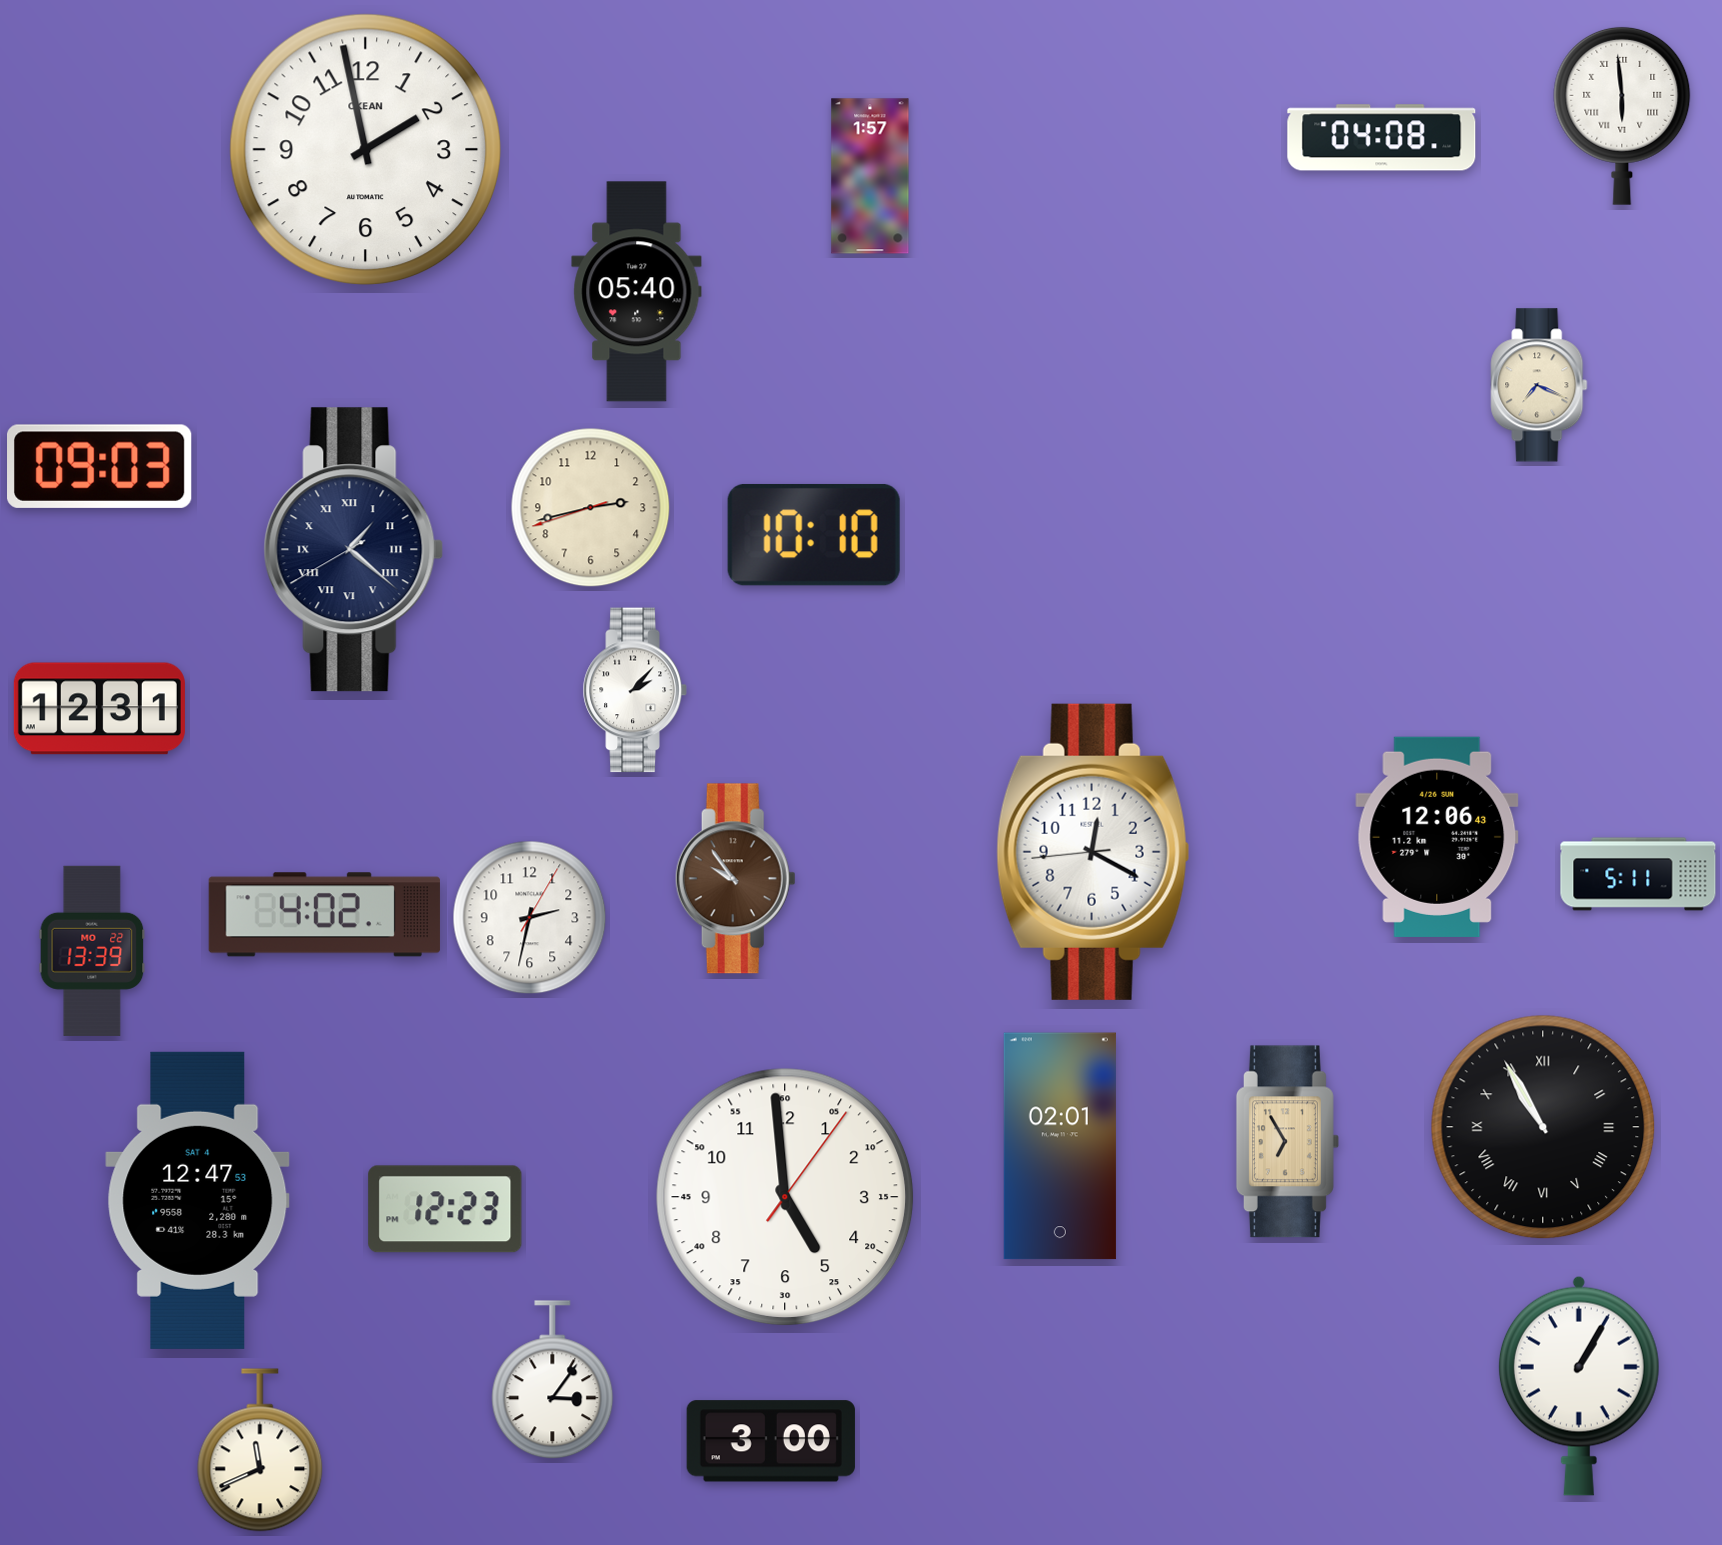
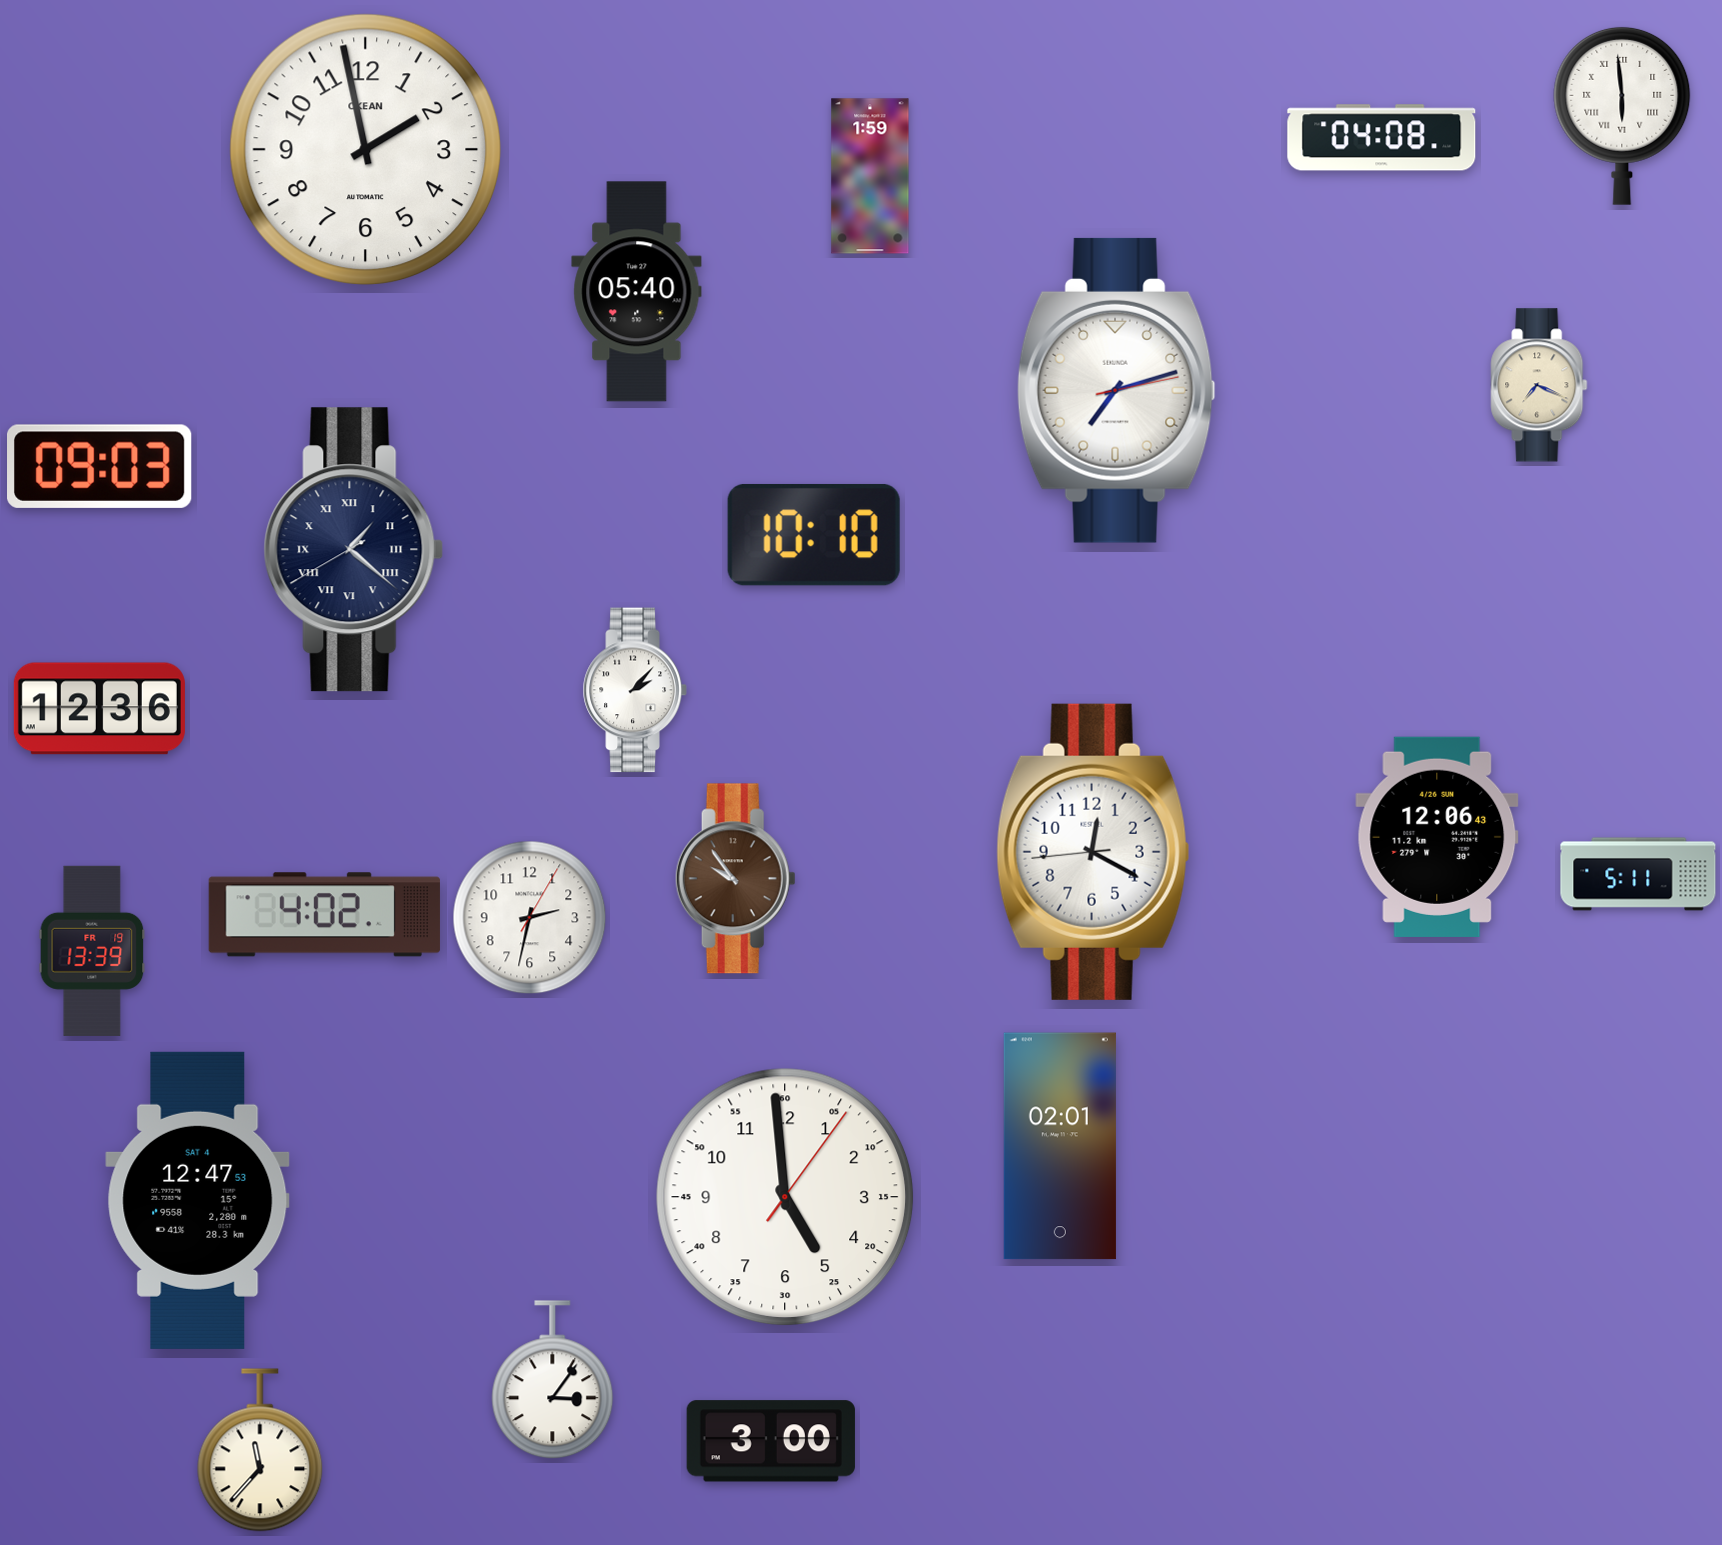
clock at (870, 176): 1:57 -> 1:59
clock at (1116, 390): none -> 7:12
clock at (591, 508): 2:42 -> none
clock at (99, 709): 12:31 -> 12:36
clock at (92, 951) date: MO 22 -> FR 19
clock at (1543, 1127): 10:55 -> none
clock at (1287, 1142): 6:55 -> none
clock at (445, 1209): 12:23 -> none
clock at (1579, 1386): 1:05 -> none
clock at (260, 1450): 11:41 -> 11:37
